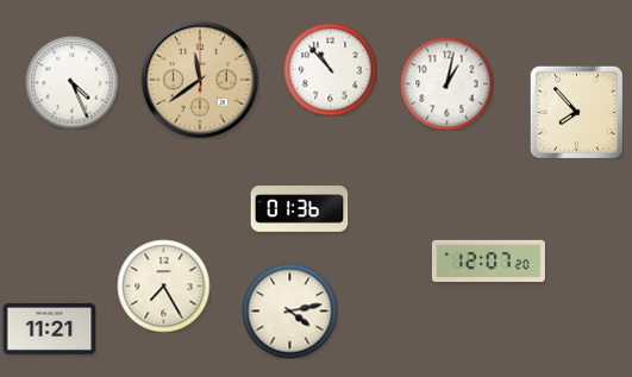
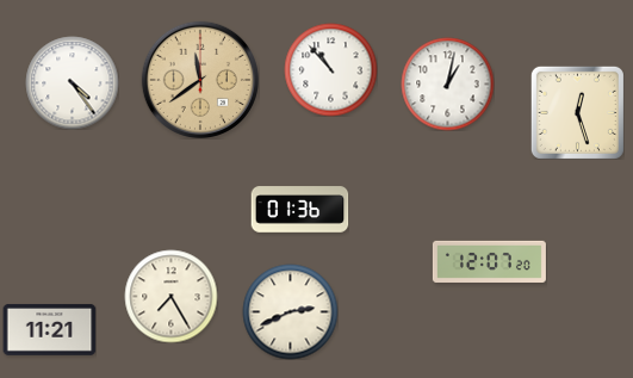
clock at (71, 82): 4:26 -> 4:24
clock at (576, 112): 7:53 -> 12:27
clock at (163, 285) position: (163, 285) -> (170, 296)
clock at (289, 310): 4:13 -> 2:41
